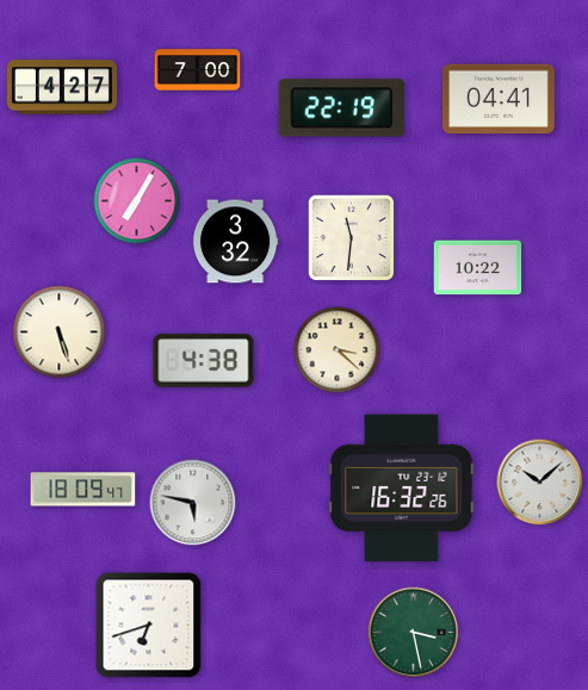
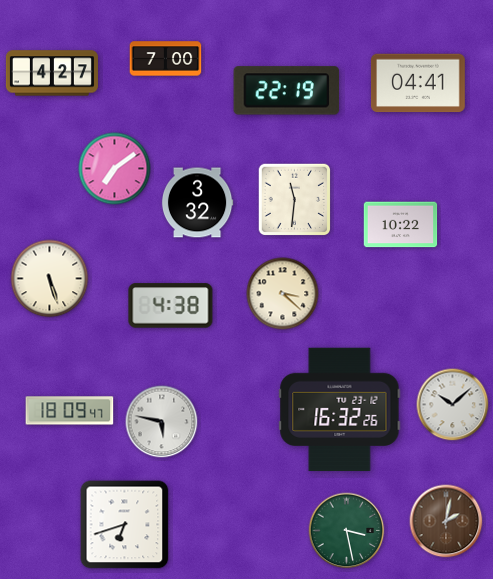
clock at (137, 201): 7:05 -> 7:09
clock at (204, 361) position: (204, 361) -> (171, 306)
clock at (402, 489) position: (402, 489) -> (340, 410)
clock at (446, 521): none -> 2:02
